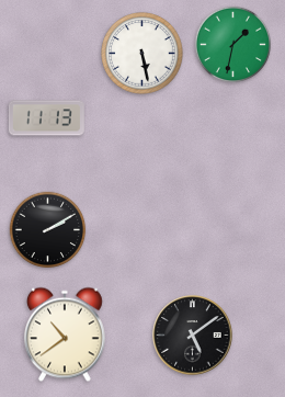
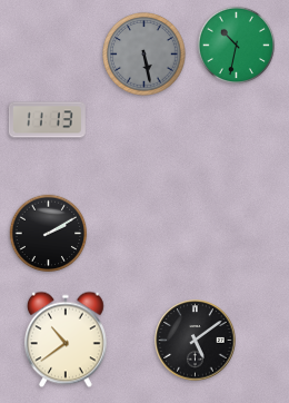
clock at (233, 45): 1:32 -> 10:32
clock at (142, 54) dial: white -> grey
